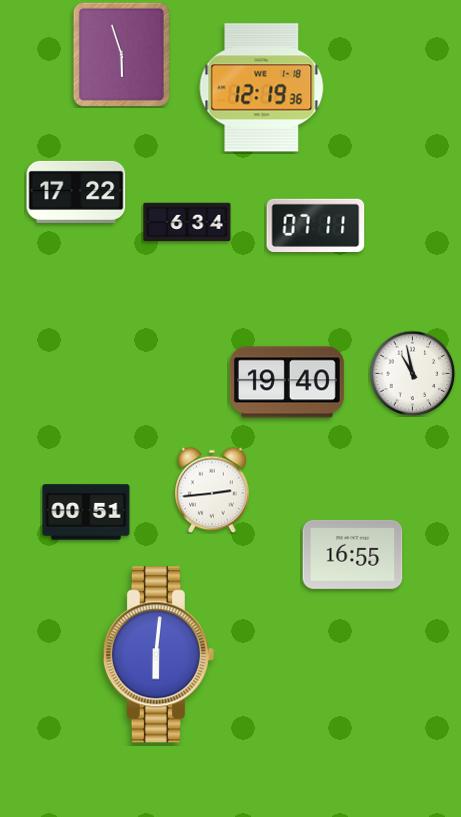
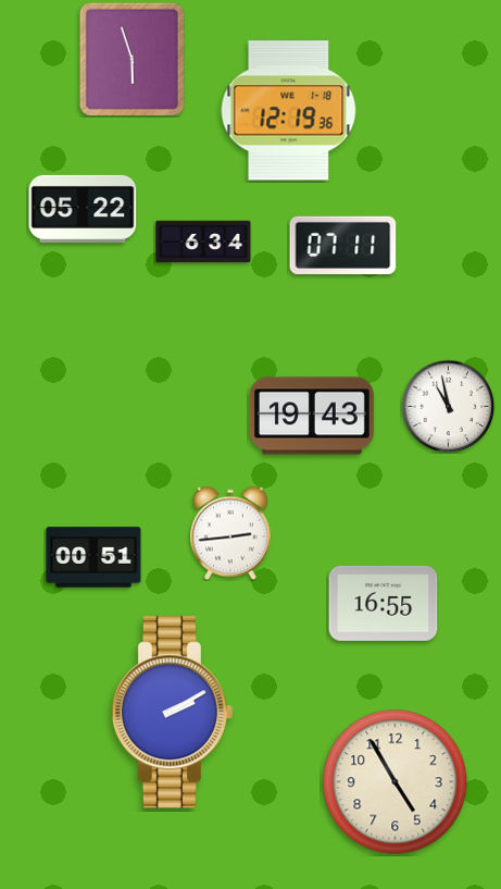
clock at (262, 88) position: (262, 88) -> (289, 111)
clock at (76, 192): 17:22 -> 05:22
clock at (287, 382): 19:40 -> 19:43
clock at (158, 655): 6:01 -> 2:10
clock at (396, 782): none -> 4:55
